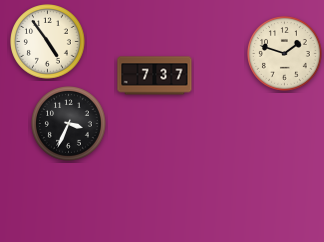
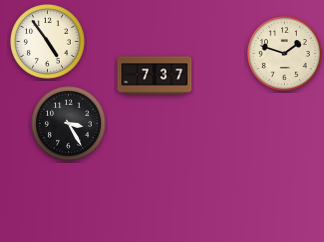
clock at (69, 124): 3:34 -> 3:25
